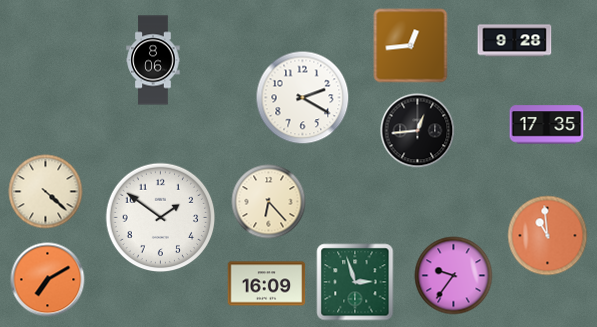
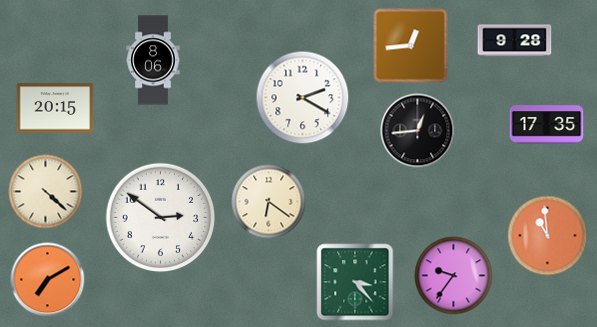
clock at (55, 108): none -> 20:15
clock at (269, 202): 6:23 -> 6:21
clock at (161, 218): 1:51 -> 2:51
clock at (355, 282): 2:57 -> 3:23
clock at (267, 284): 16:09 -> none
